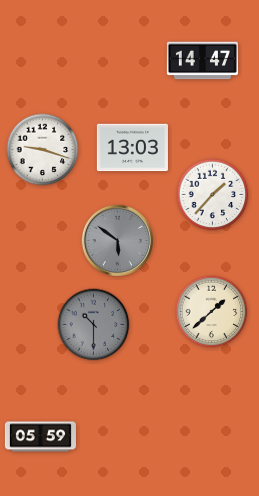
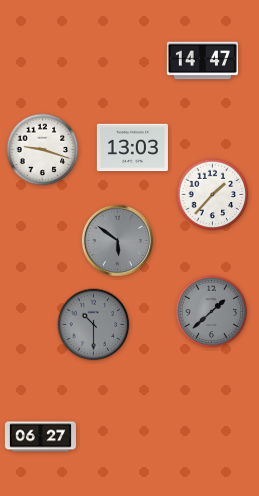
clock at (212, 312) dial: cream -> grey
clock at (40, 437): 05:59 -> 06:27
